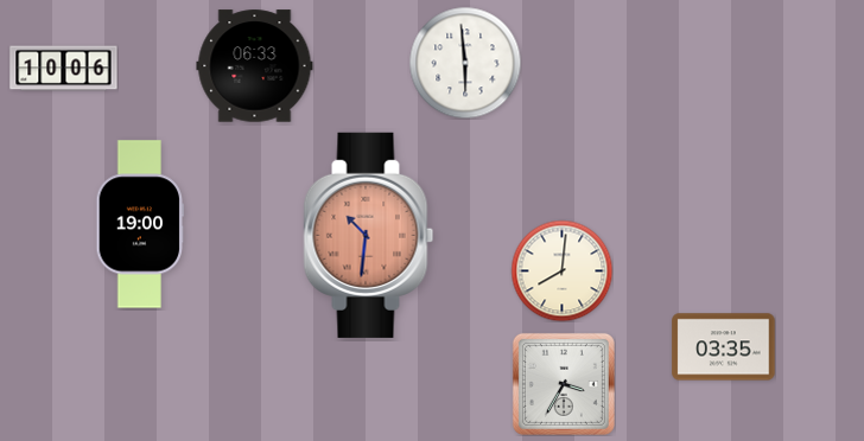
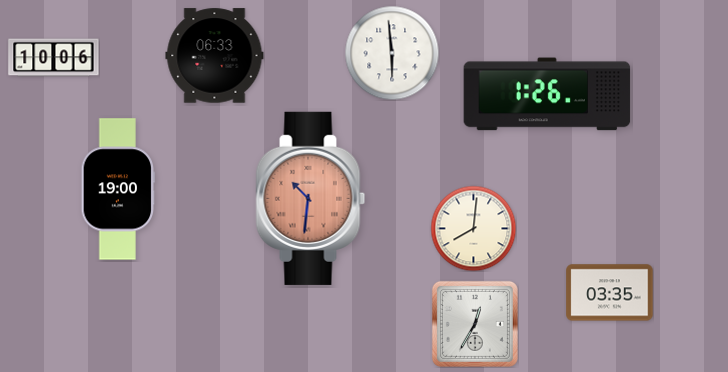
clock at (547, 94): none -> 1:26
clock at (564, 384): 3:35 -> 12:35
